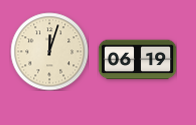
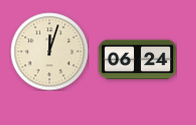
clock at (137, 60): 06:19 -> 06:24
